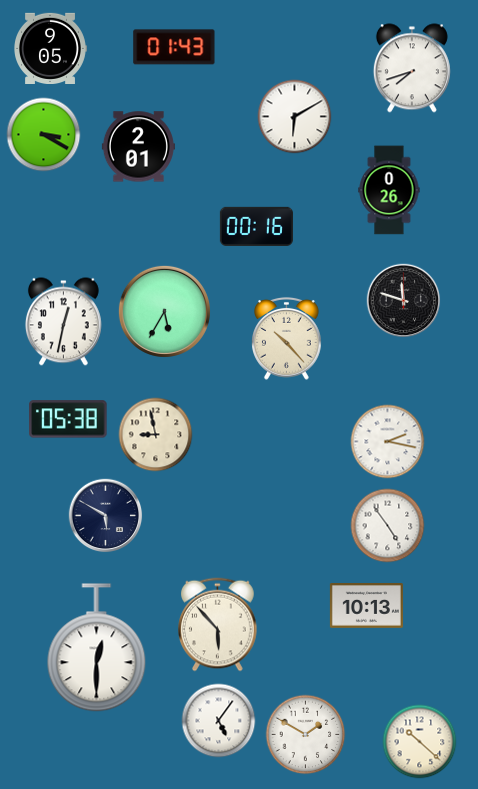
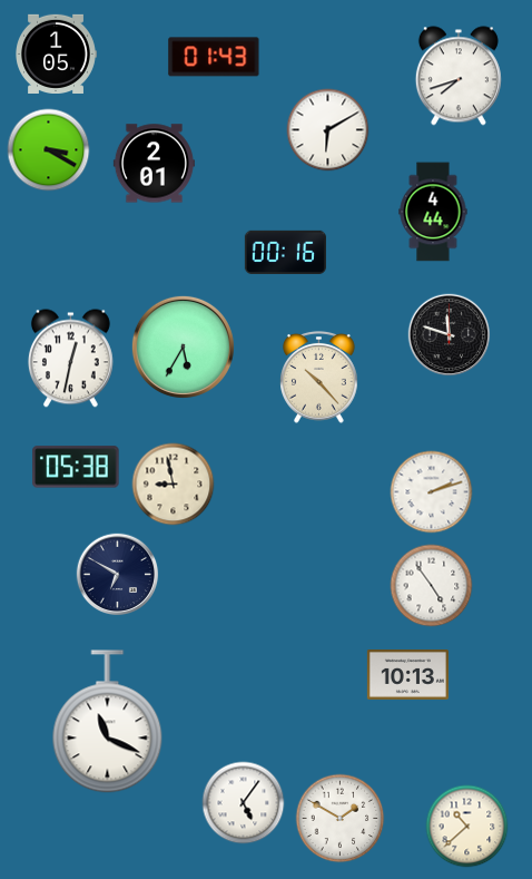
clock at (174, 47) position: (174, 47) -> (214, 57)
clock at (50, 48): 9:05 -> 1:05
clock at (389, 190): 0:26 -> 4:44
clock at (388, 442): 2:17 -> 2:12
clock at (106, 516): 5:50 -> 6:50
clock at (218, 625): 5:53 -> none
clock at (97, 648): 12:30 -> 11:19
clock at (420, 742): 10:22 -> 10:38
